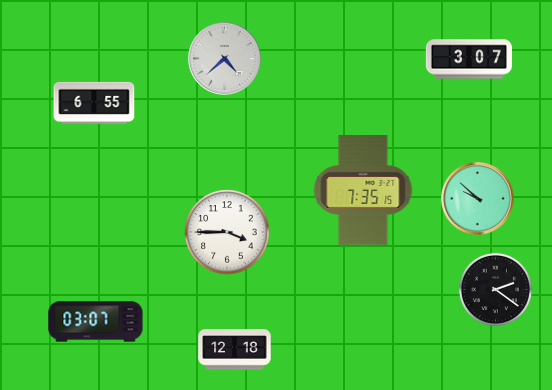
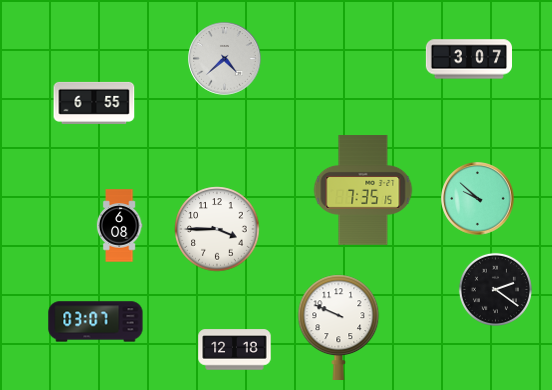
clock at (119, 226): none -> 6:08
clock at (227, 232) position: (227, 232) -> (217, 229)
clock at (339, 327): none -> 9:49
